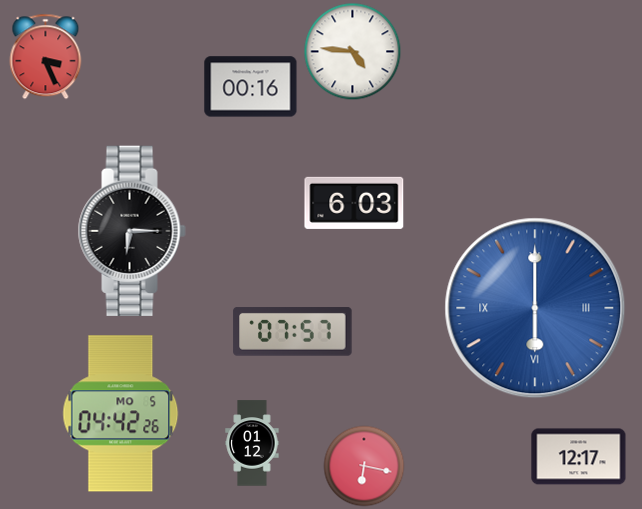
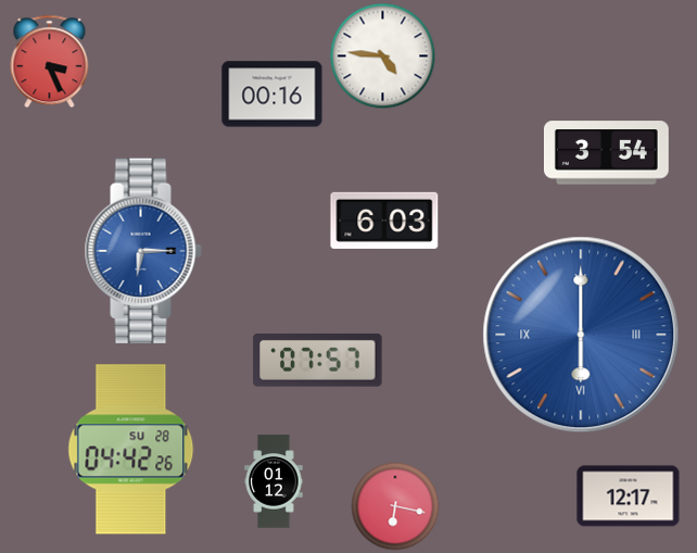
clock at (606, 153): none -> 3:54
clock at (132, 230) dial: black -> blue
clock at (121, 414) date: MO 5 -> SU 28
